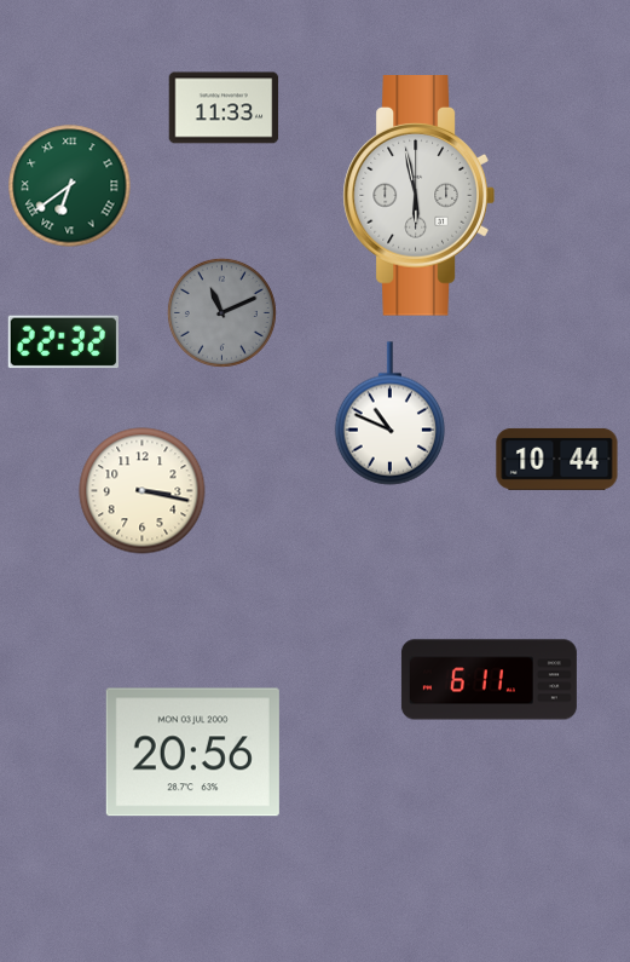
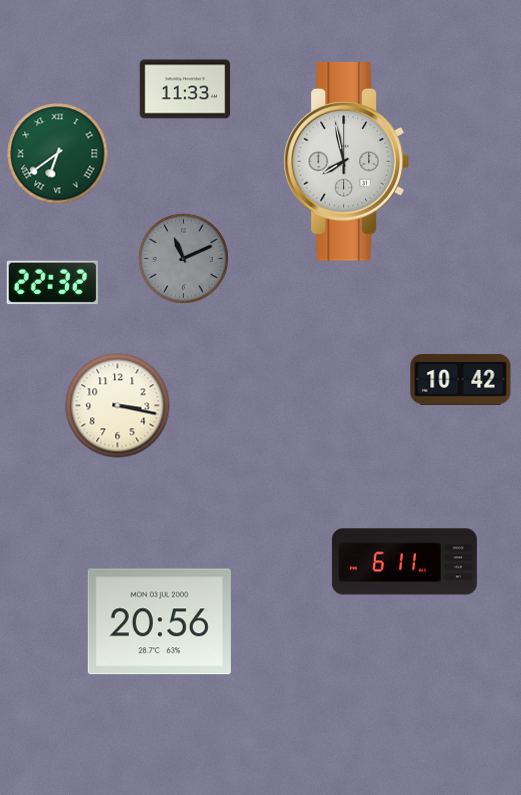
clock at (418, 196): 5:58 -> 7:58
clock at (391, 414): 10:49 -> none
clock at (557, 459): 10:44 -> 10:42
